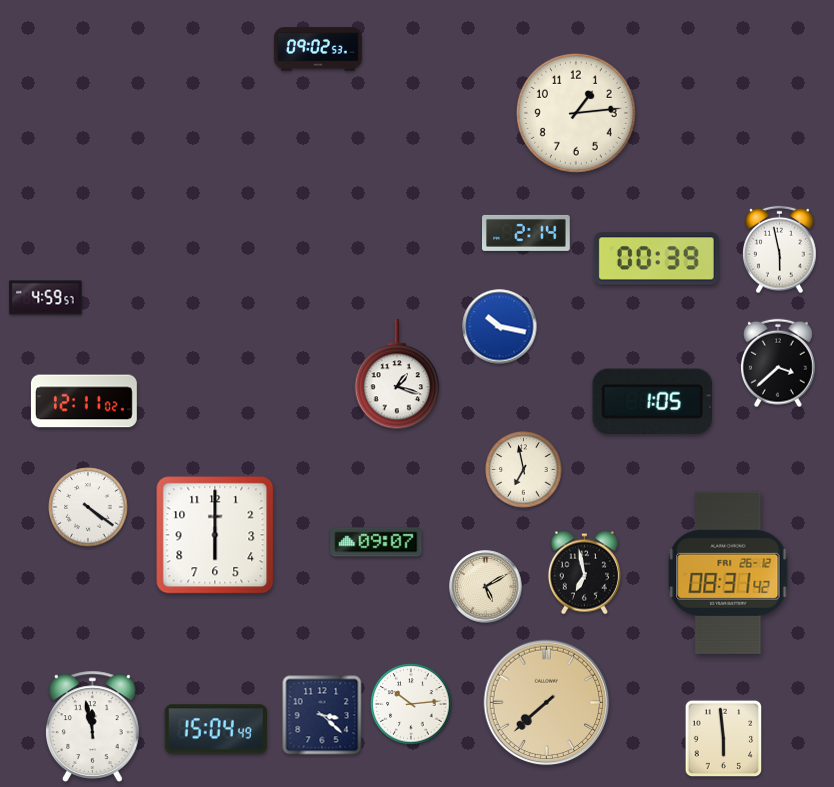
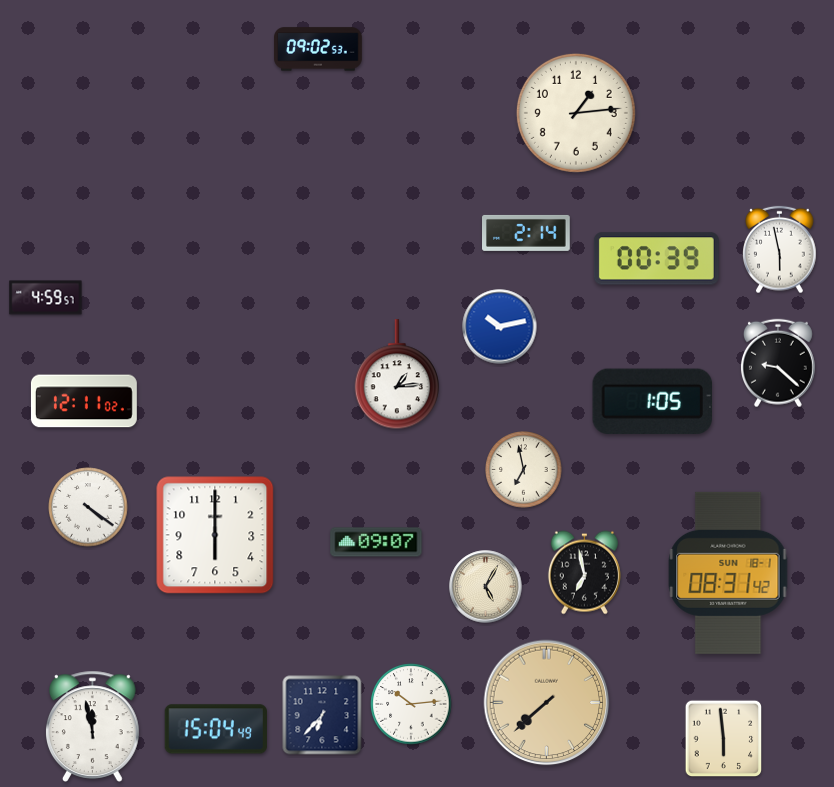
clock at (500, 327): 10:17 -> 10:13
clock at (778, 363): 3:38 -> 9:22
clock at (396, 375): 1:18 -> 1:14
clock at (728, 573) date: FRI 26-12 -> SUN 18-1
clock at (486, 587): 5:10 -> 5:05
clock at (322, 715): 3:22 -> 6:37
